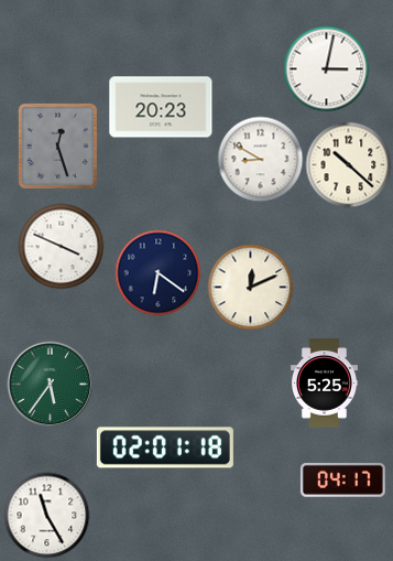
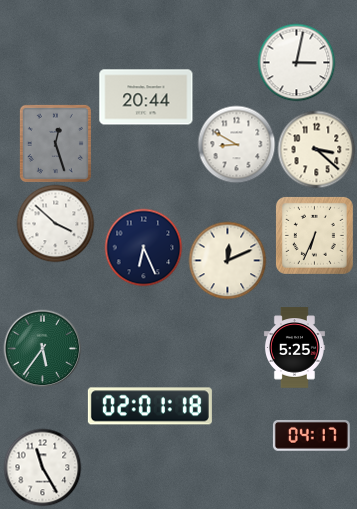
clock at (161, 107): 20:23 -> 20:44
clock at (57, 145) position: (57, 145) -> (55, 143)
clock at (348, 164): 10:22 -> 3:22
clock at (61, 246): 3:49 -> 3:52
clock at (314, 235): none -> 6:34
clock at (157, 272): 6:21 -> 6:26
clock at (50, 384) position: (50, 384) -> (42, 348)
